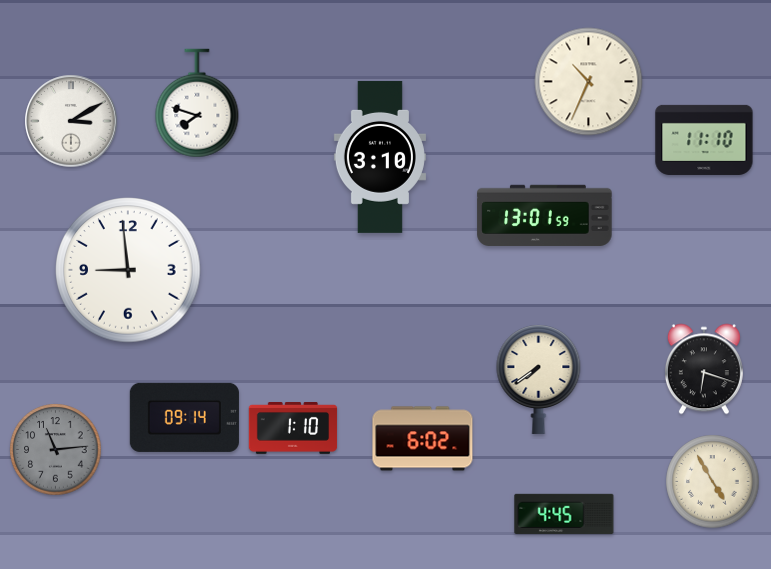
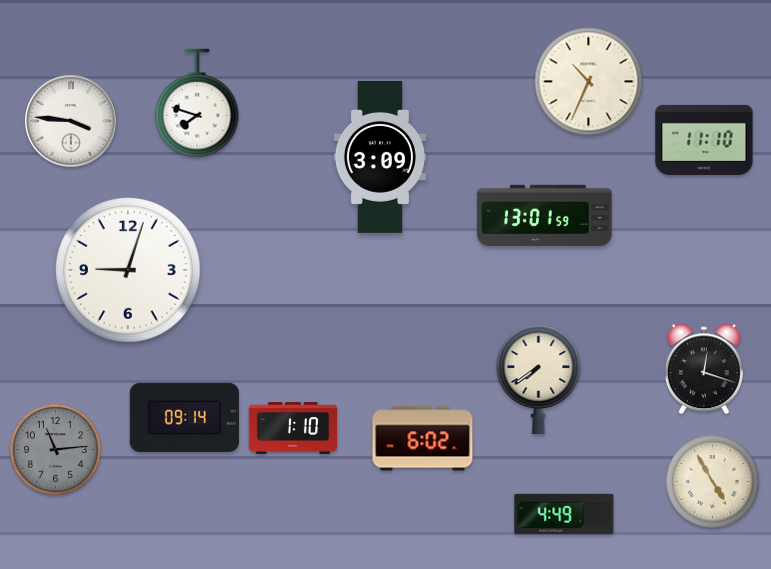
clock at (71, 121): 3:10 -> 3:46
clock at (380, 157): 3:10 -> 3:09
clock at (128, 270): 8:59 -> 9:03
clock at (704, 369): 6:18 -> 12:18
clock at (564, 514): 4:45 -> 4:49
